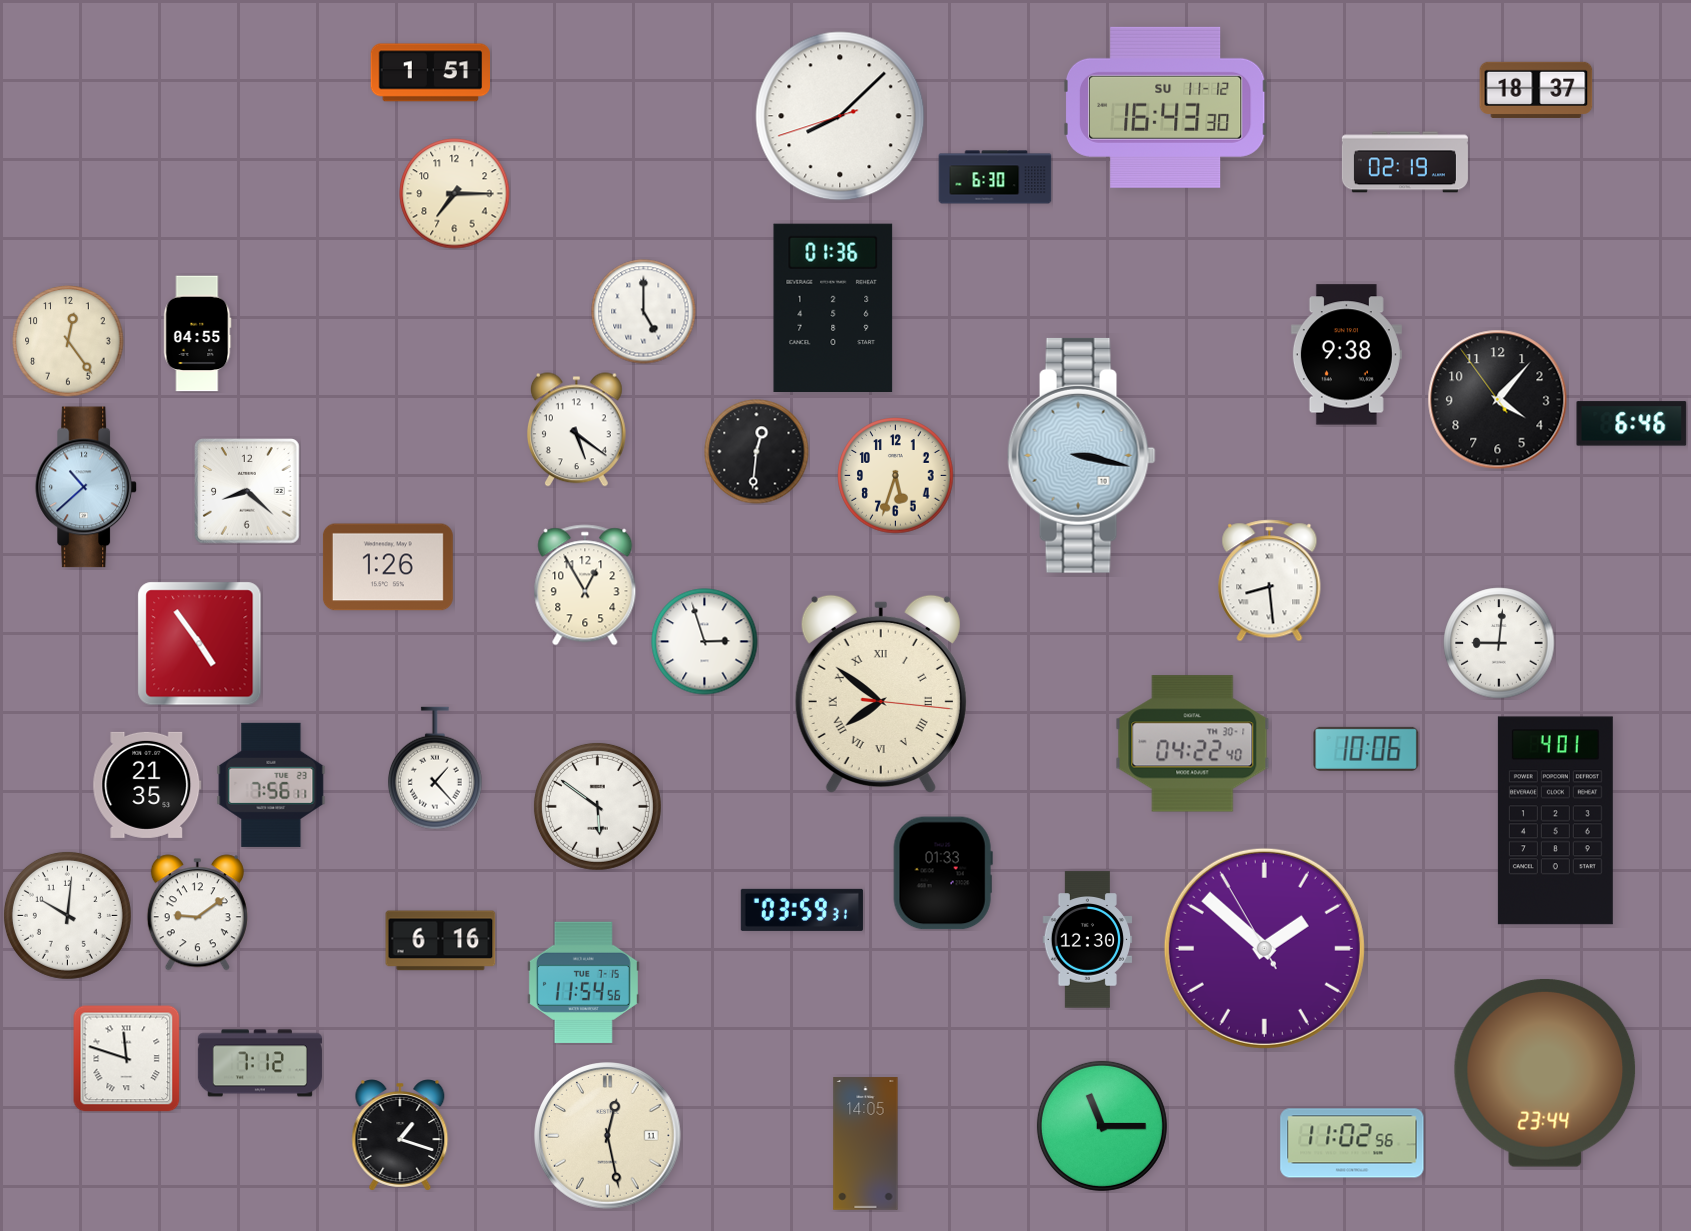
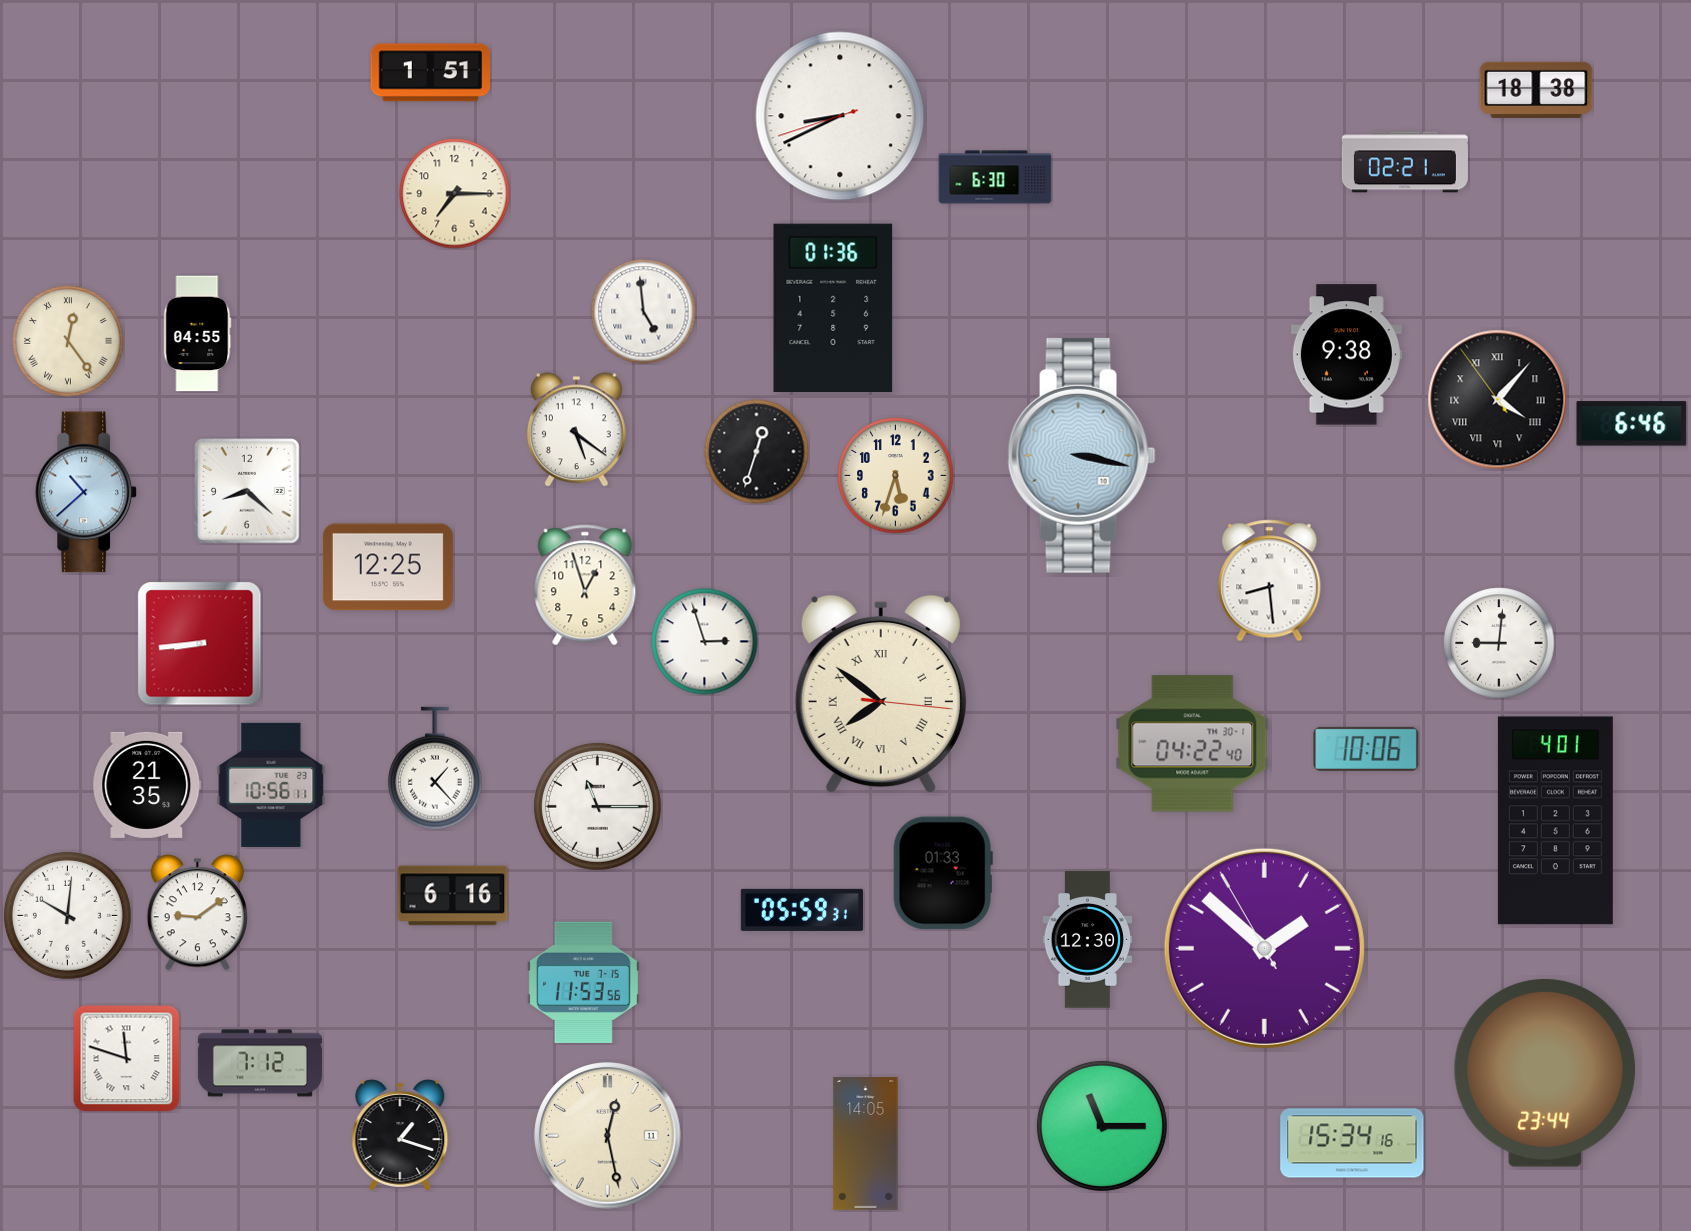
clock at (1536, 90): 18:37 -> 18:38
clock at (1165, 107): 16:43 -> none
clock at (840, 116): 8:07 -> 8:40
clock at (1405, 162): 02:19 -> 02:21
clock at (644, 312): 5:00 -> 4:59
clock at (68, 341) numerals: Arabic -> Roman
clock at (1498, 400) numerals: Arabic -> Roman
clock at (757, 452): 12:31 -> 12:33
clock at (87, 487) position: (87, 487) -> (87, 492)
clock at (388, 567): 1:26 -> 12:25
clock at (585, 585): 12:55 -> 12:57
clock at (200, 644): 4:54 -> 8:44
clock at (271, 785): 7:56 -> 10:56
clock at (597, 806): 5:51 -> 11:15
clock at (802, 910): 03:59 -> 05:59
clock at (441, 941) position: (441, 941) -> (453, 896)
clock at (583, 982): 11:54 -> 11:53
clock at (1352, 1143): 11:02 -> 15:34
